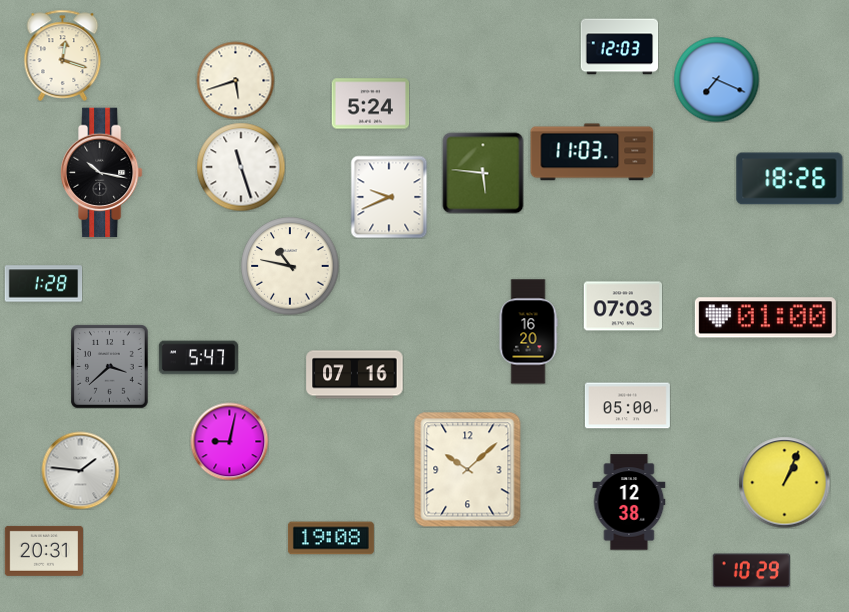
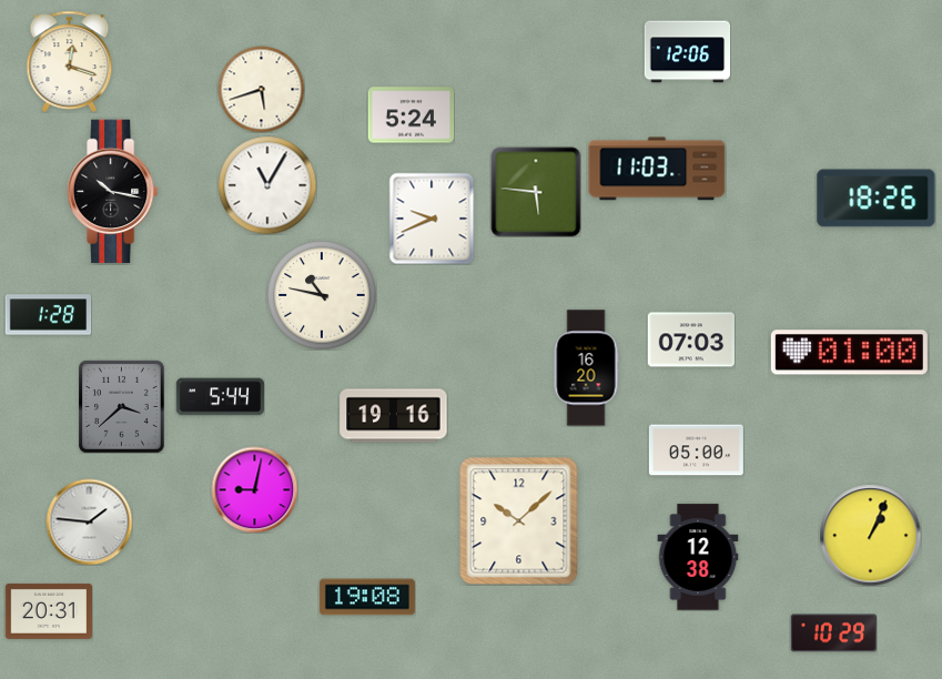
clock at (619, 47): 12:03 -> 12:06
clock at (716, 79): 7:19 -> none
clock at (241, 167): 11:27 -> 11:05
clock at (198, 358): 5:47 -> 5:44
clock at (355, 375): 07:16 -> 19:16
